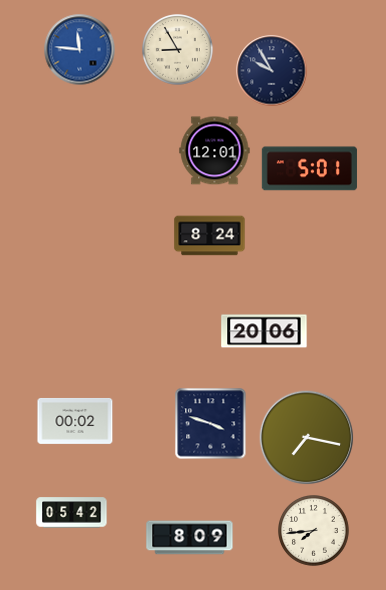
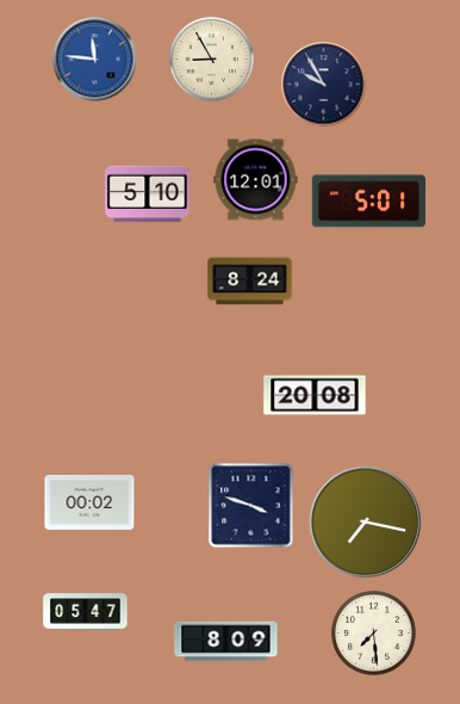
clock at (148, 194): none -> 5:10
clock at (264, 331): 20:06 -> 20:08
clock at (72, 513): 05:42 -> 05:47
clock at (314, 531): 7:44 -> 7:29
